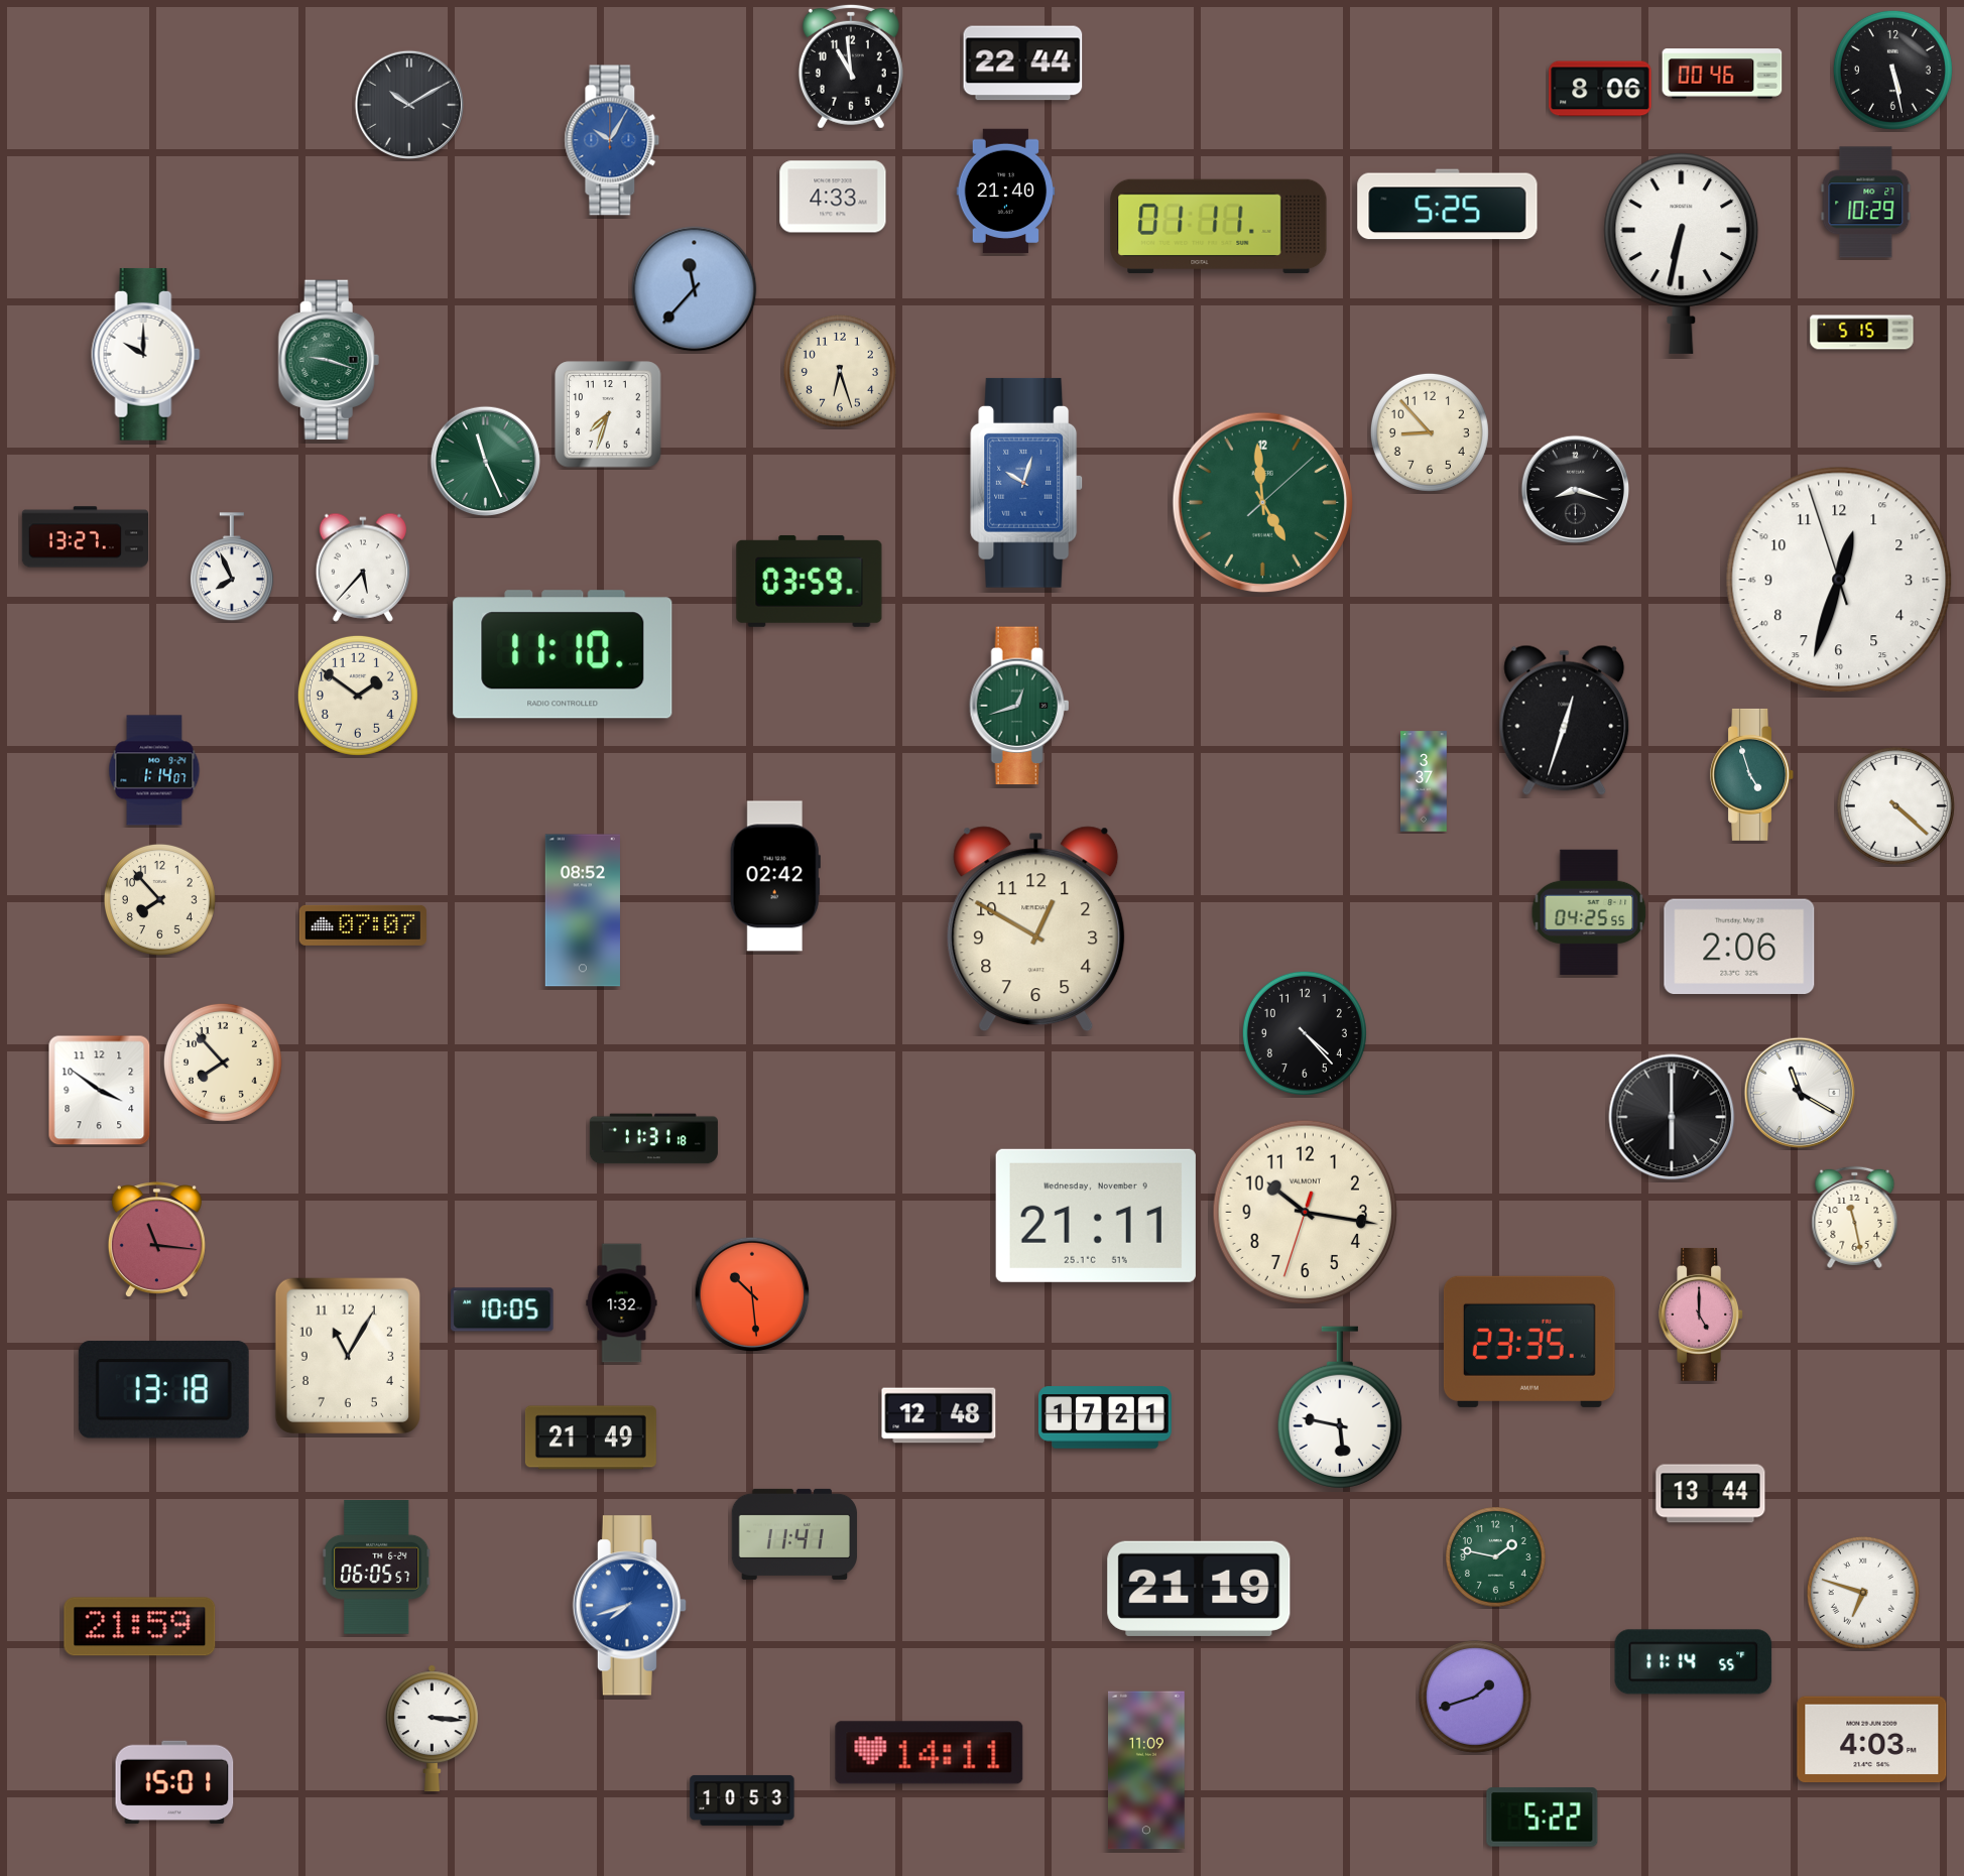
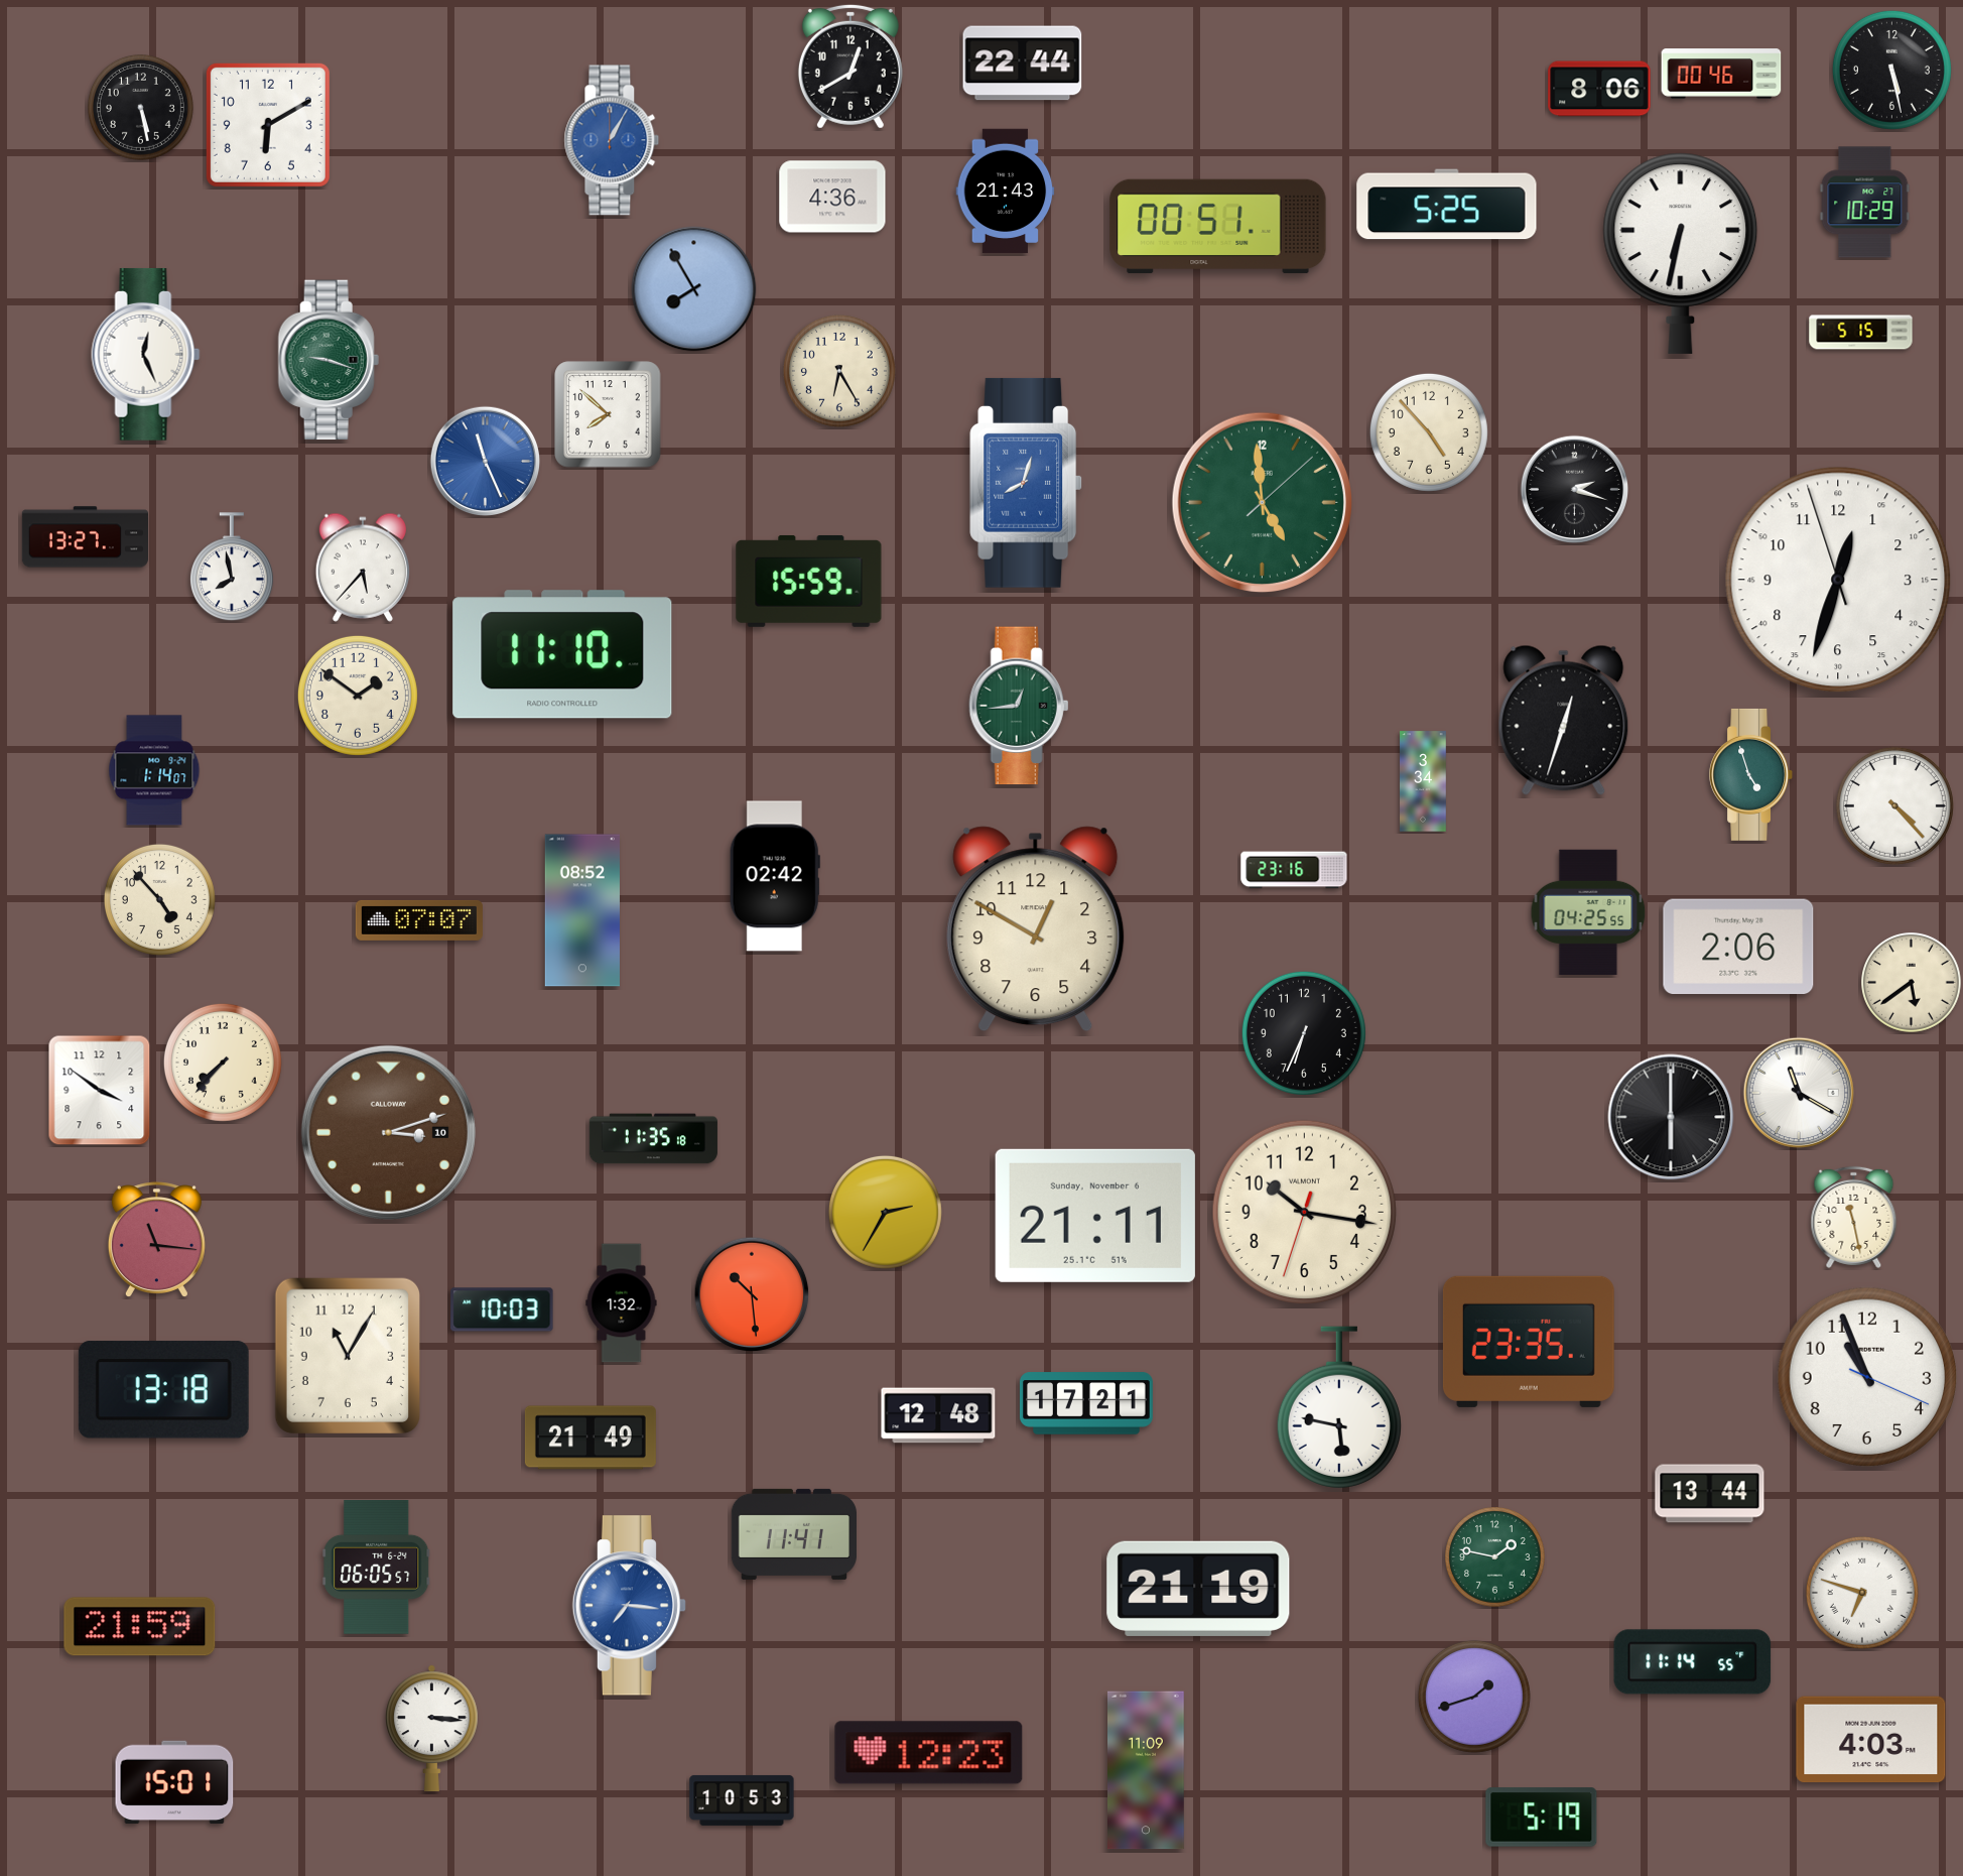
clock at (851, 67): 10:59 -> 12:40
clock at (408, 104): 10:10 -> none
clock at (140, 107): none -> 5:28
clock at (268, 125): none -> 6:10
clock at (612, 140): 10:05 -> 1:05
clock at (1006, 192): 21:40 -> 21:43
clock at (833, 197): 4:33 -> 4:36
clock at (1219, 227): 01:11 -> 00:51
clock at (695, 289): 11:37 -> 7:55
clock at (146, 354): 10:00 -> 12:26
clock at (840, 371): 6:27 -> 6:25
clock at (608, 414): 7:33 -> 7:52
clock at (1430, 432): 8:53 -> 4:53
clock at (486, 462) dial: green -> blue
clock at (1027, 483): 10:03 -> 8:03
clock at (1575, 489): 8:18 -> 2:18
clock at (232, 568): 7:56 -> 7:58
clock at (810, 581): 03:59 -> 15:59
clock at (1019, 706): 12:42 -> 12:44
clock at (1424, 781): 3:37 -> 3:34
clock at (1895, 805): 4:22 -> 4:23
clock at (1294, 870): none -> 23:16
clock at (159, 899): 7:53 -> 4:53
clock at (363, 925) position: (363, 925) -> (419, 920)
clock at (1912, 983): none -> 5:39
clock at (1305, 1033): 4:23 -> 6:34
clock at (223, 1062): 7:53 -> 7:37
clock at (388, 1132): none -> 3:12
clock at (653, 1139): 11:31 -> 11:35
clock at (885, 1212): none -> 2:35
clock at (1096, 1216) date: Wednesday, November 9 -> Sunday, November 6
clock at (502, 1309): 10:05 -> 10:03
clock at (1701, 1315): 5:00 -> none
clock at (1866, 1376): none -> 10:56
clock at (1105, 1417) position: (1105, 1417) -> (1086, 1403)
clock at (629, 1606): 7:42 -> 7:16
clock at (930, 1753): 14:11 -> 12:23
clock at (1543, 1818): 5:22 -> 5:19
